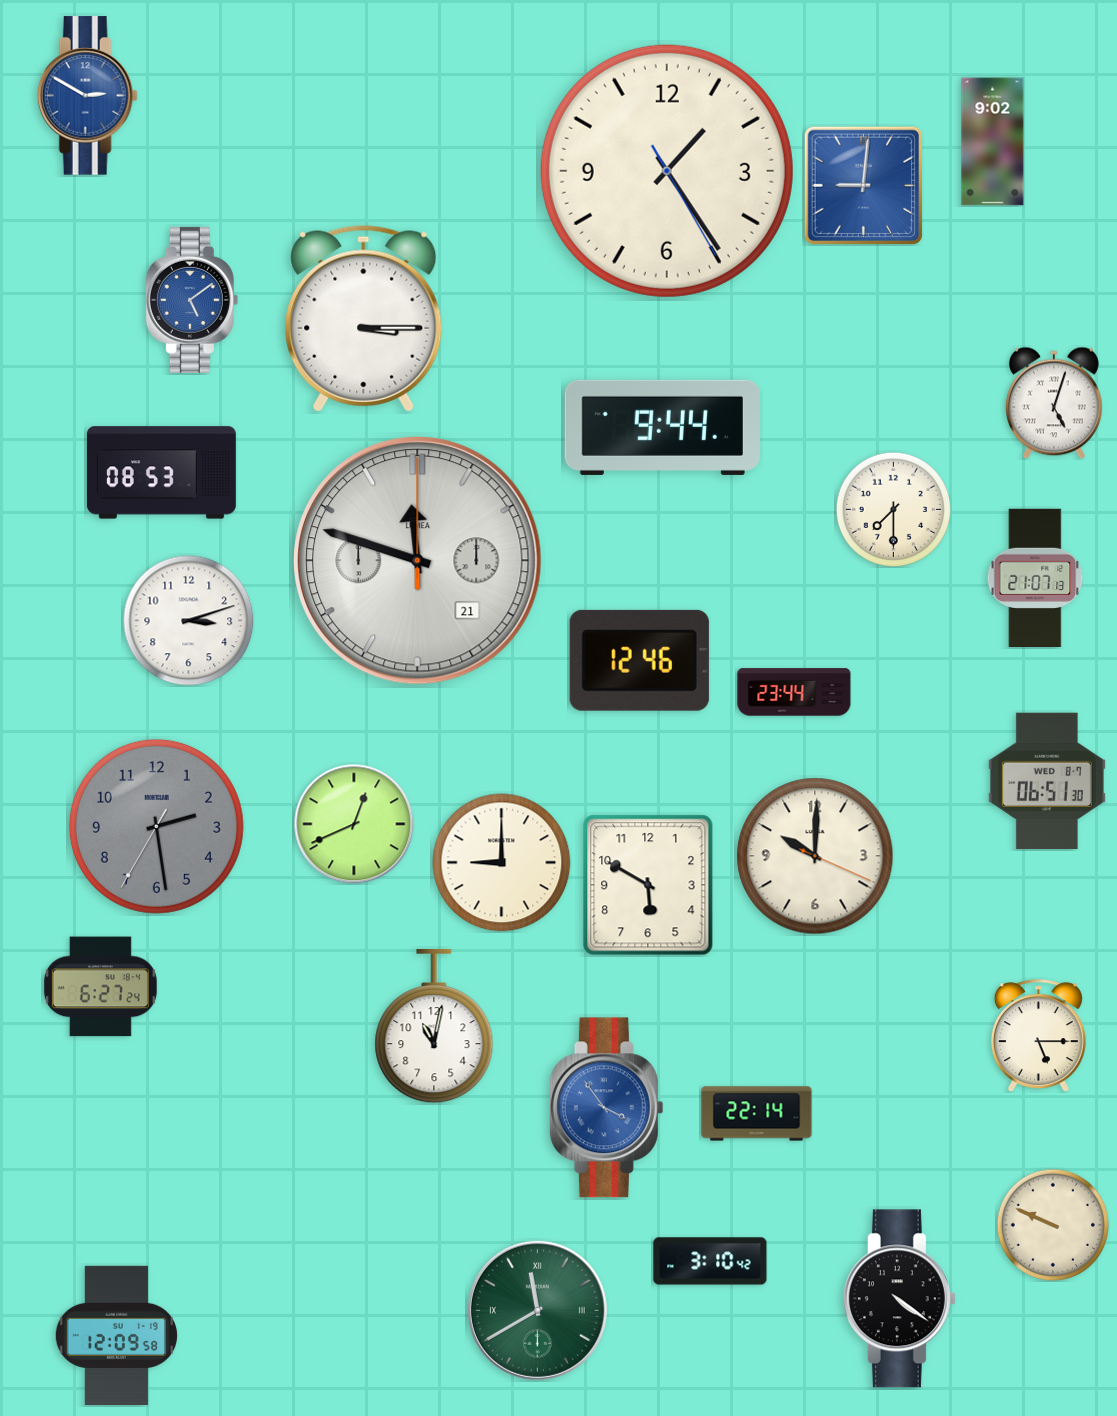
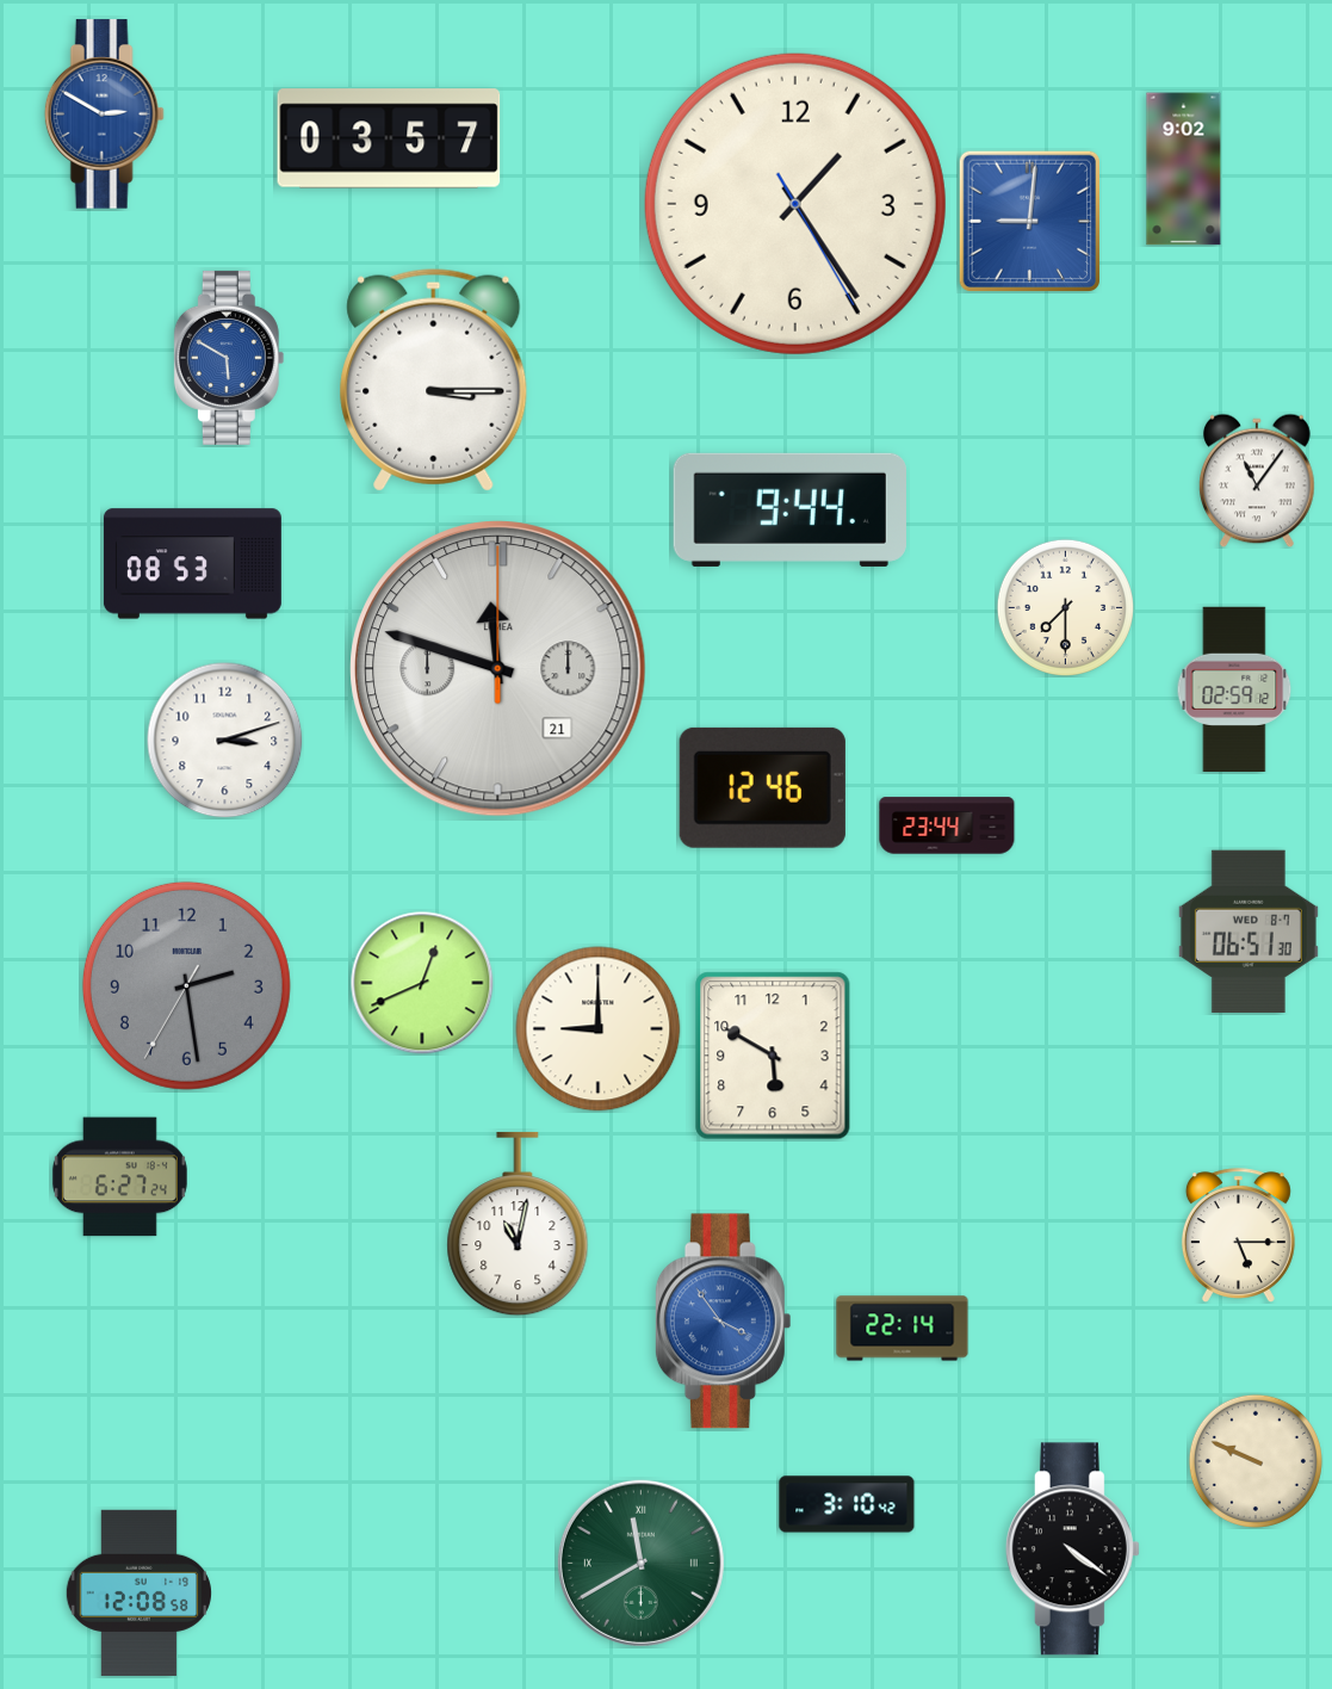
clock at (389, 138): none -> 03:57
clock at (192, 300): 5:09 -> 5:50
clock at (1055, 403): 5:03 -> 11:06
clock at (1035, 577): 21:07 -> 02:59
clock at (815, 856): 10:00 -> none
clock at (116, 1335): 12:09 -> 12:08
